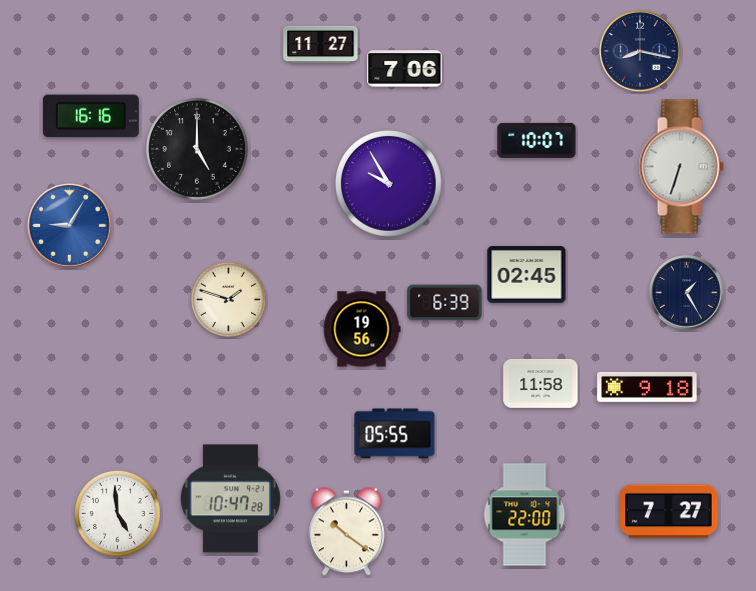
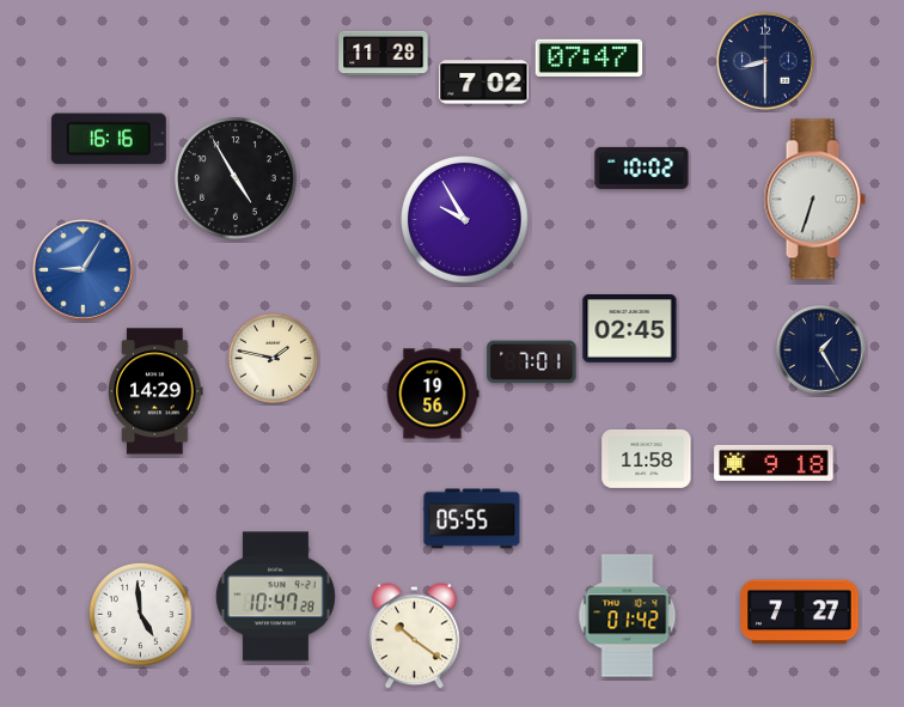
clock at (321, 45): 11:27 -> 11:28
clock at (590, 57): none -> 07:47
clock at (641, 52): 8:17 -> 8:30
clock at (405, 69): 7:06 -> 7:02
clock at (537, 140): 10:07 -> 10:02
clock at (198, 150): 5:00 -> 4:55
clock at (228, 299): 1:48 -> 1:47
clock at (445, 303): 6:39 -> 7:01
clock at (155, 391): none -> 14:29
clock at (525, 515): 22:00 -> 01:42
